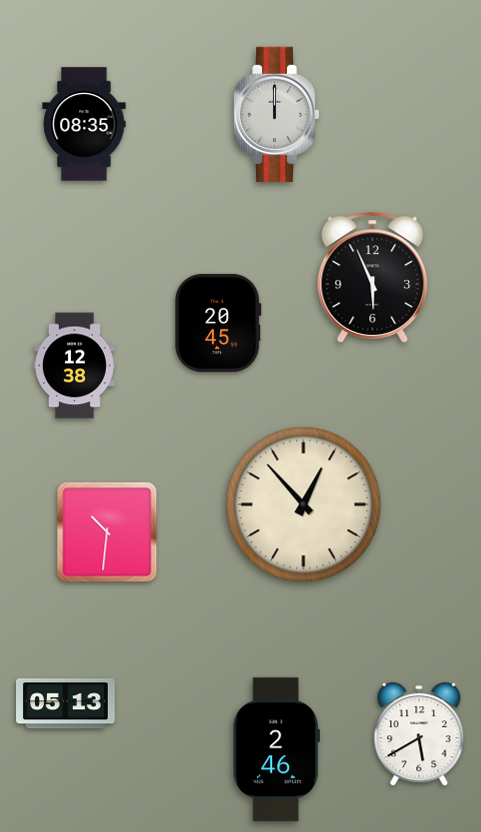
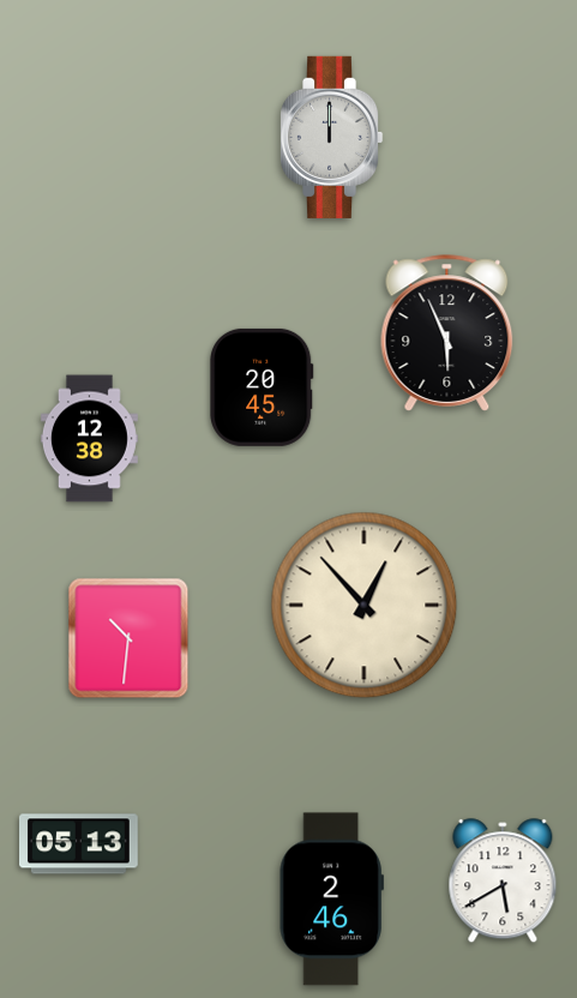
clock at (84, 124): 08:35 -> none
